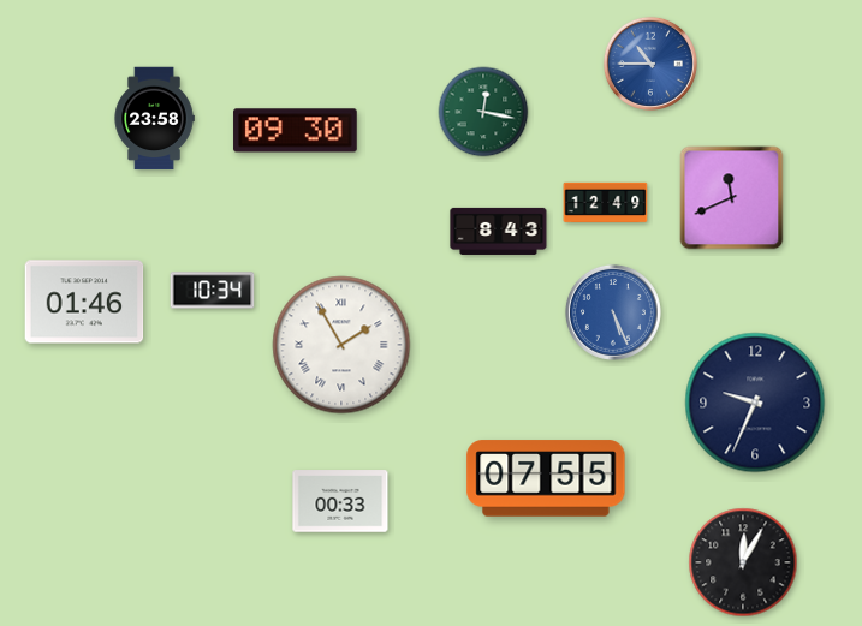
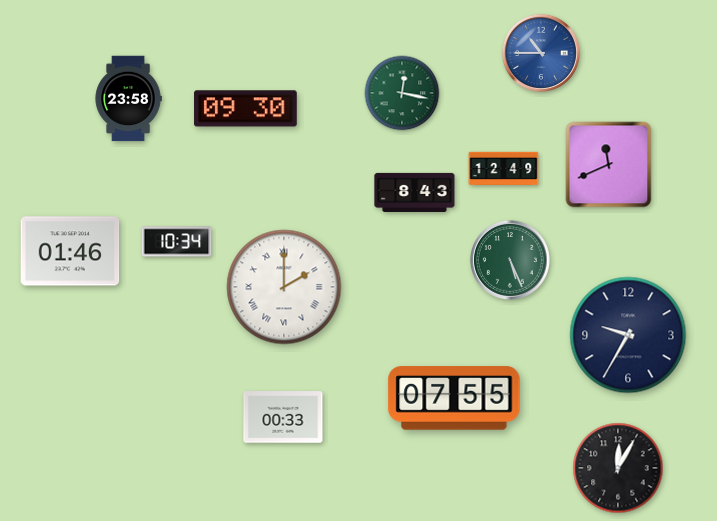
clock at (613, 312) dial: blue -> green
clock at (341, 345): 1:55 -> 2:00
clock at (755, 403): 9:34 -> 9:35
